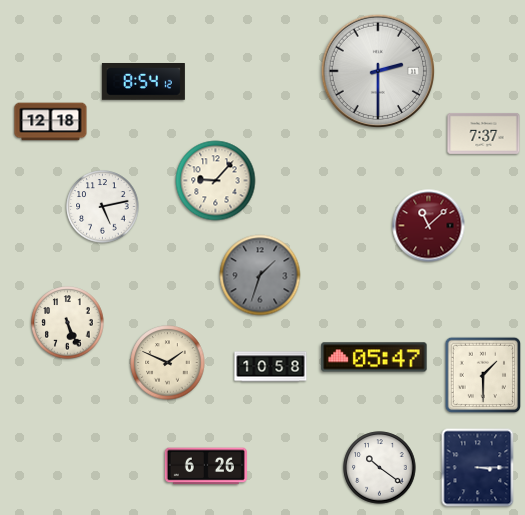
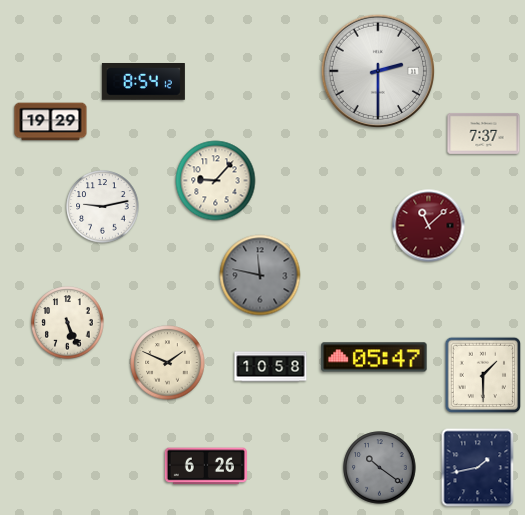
clock at (51, 122): 12:18 -> 19:29
clock at (103, 207): 5:13 -> 9:13
clock at (260, 275): 1:33 -> 11:47
clock at (380, 468) dial: white -> grey
clock at (478, 468): 3:15 -> 1:43
